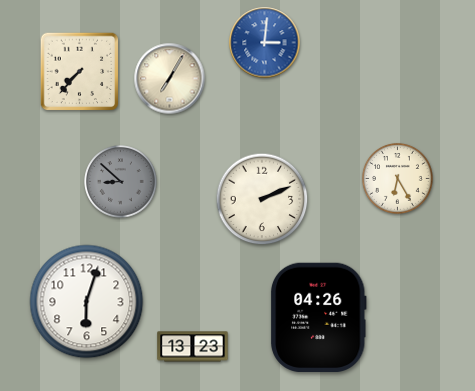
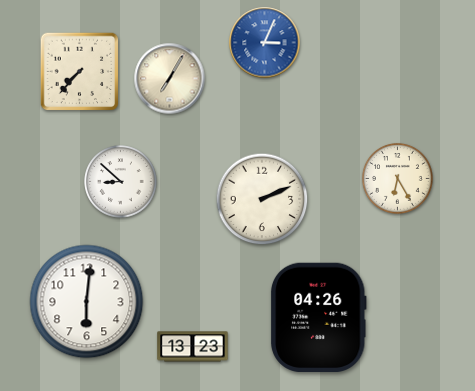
clock at (265, 43): 3:01 -> 3:04
clock at (121, 182) dial: grey -> white
clock at (87, 302): 6:03 -> 6:01
